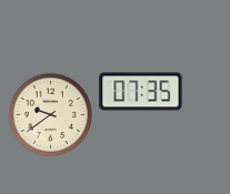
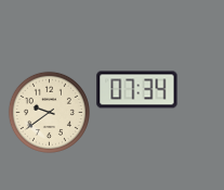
clock at (141, 92): 07:35 -> 07:34
